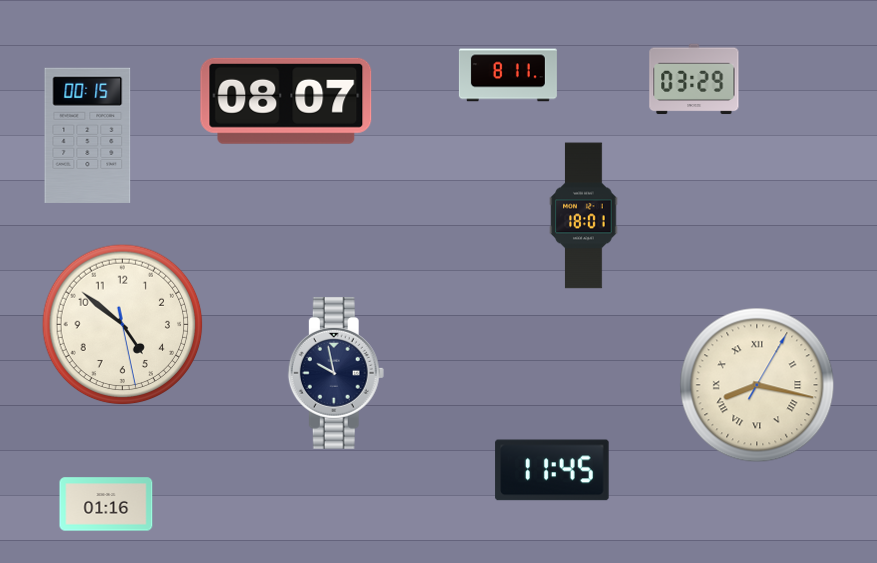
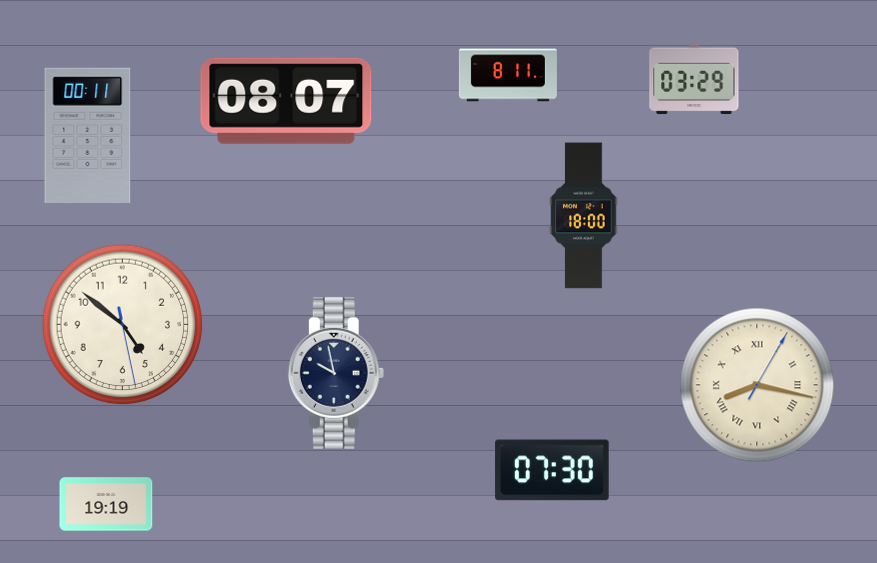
clock at (88, 135): 00:15 -> 00:11
clock at (584, 216): 18:01 -> 18:00
clock at (552, 470): 11:45 -> 07:30
clock at (106, 504): 01:16 -> 19:19
